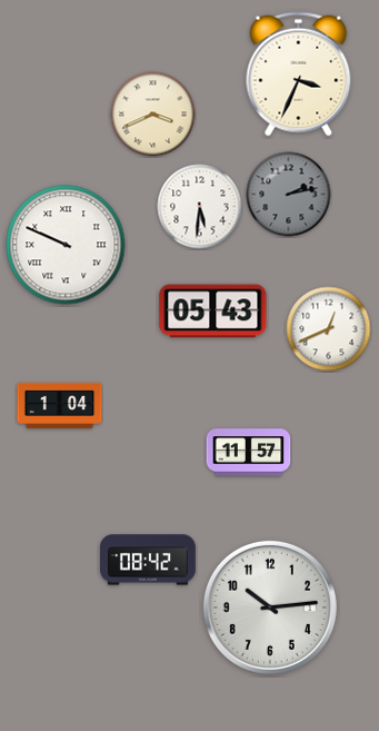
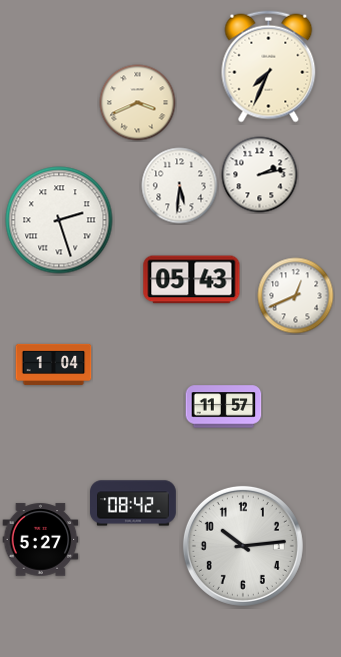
clock at (299, 75): 3:34 -> 7:34
clock at (289, 195) dial: grey -> white
clock at (66, 245): 9:49 -> 2:27
clock at (41, 540): none -> 5:27
